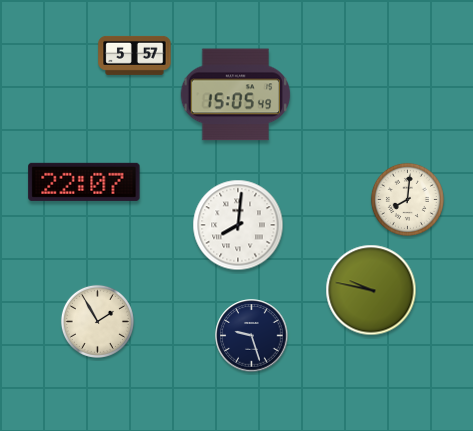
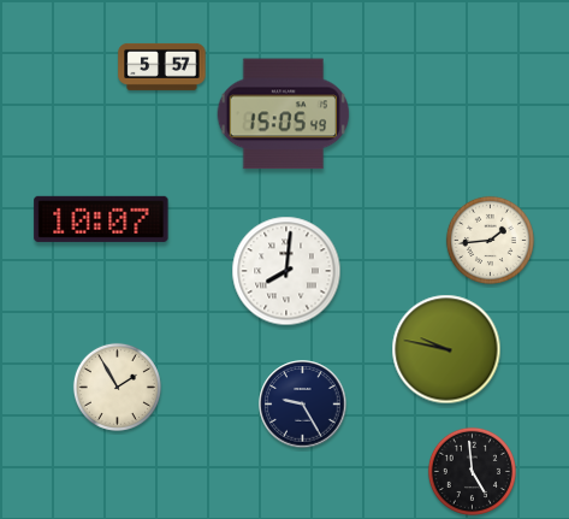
clock at (84, 182): 22:07 -> 10:07
clock at (407, 199): 8:01 -> 1:44
clock at (252, 336): 9:27 -> 9:25
clock at (472, 471): none -> 4:59
